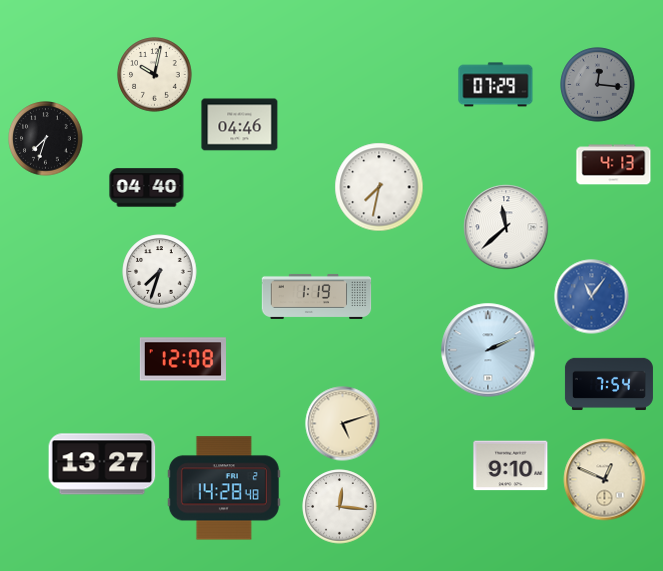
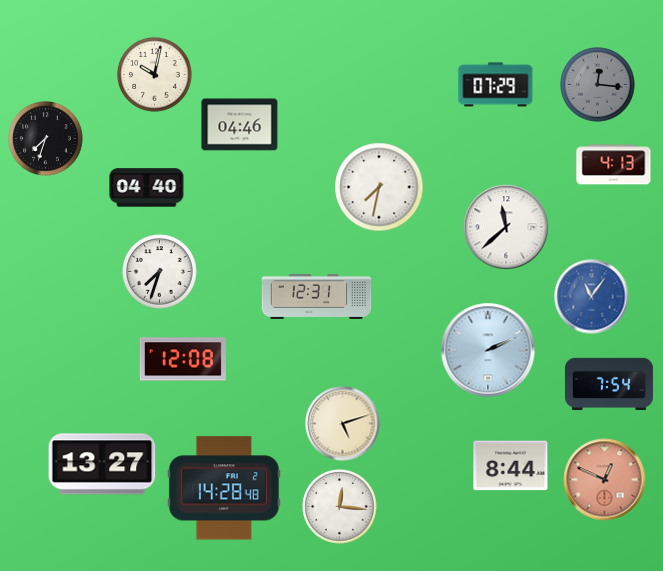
clock at (317, 296): 1:19 -> 12:31
clock at (511, 466): 9:10 -> 8:44
clock at (605, 480) dial: cream -> salmon
